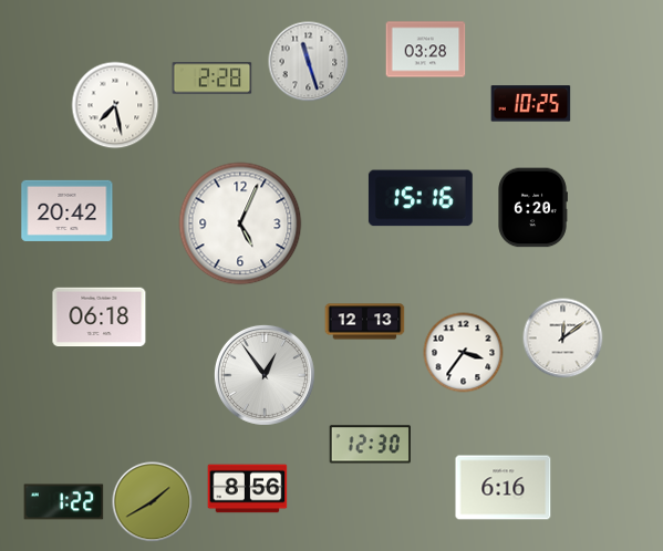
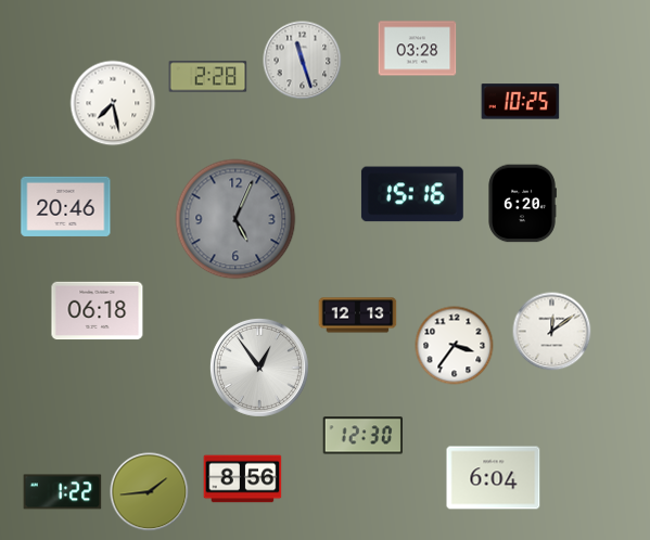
clock at (68, 210): 20:42 -> 20:46
clock at (240, 223) dial: white -> grey
clock at (504, 488): 6:16 -> 6:04
clock at (153, 502): 1:40 -> 1:44
